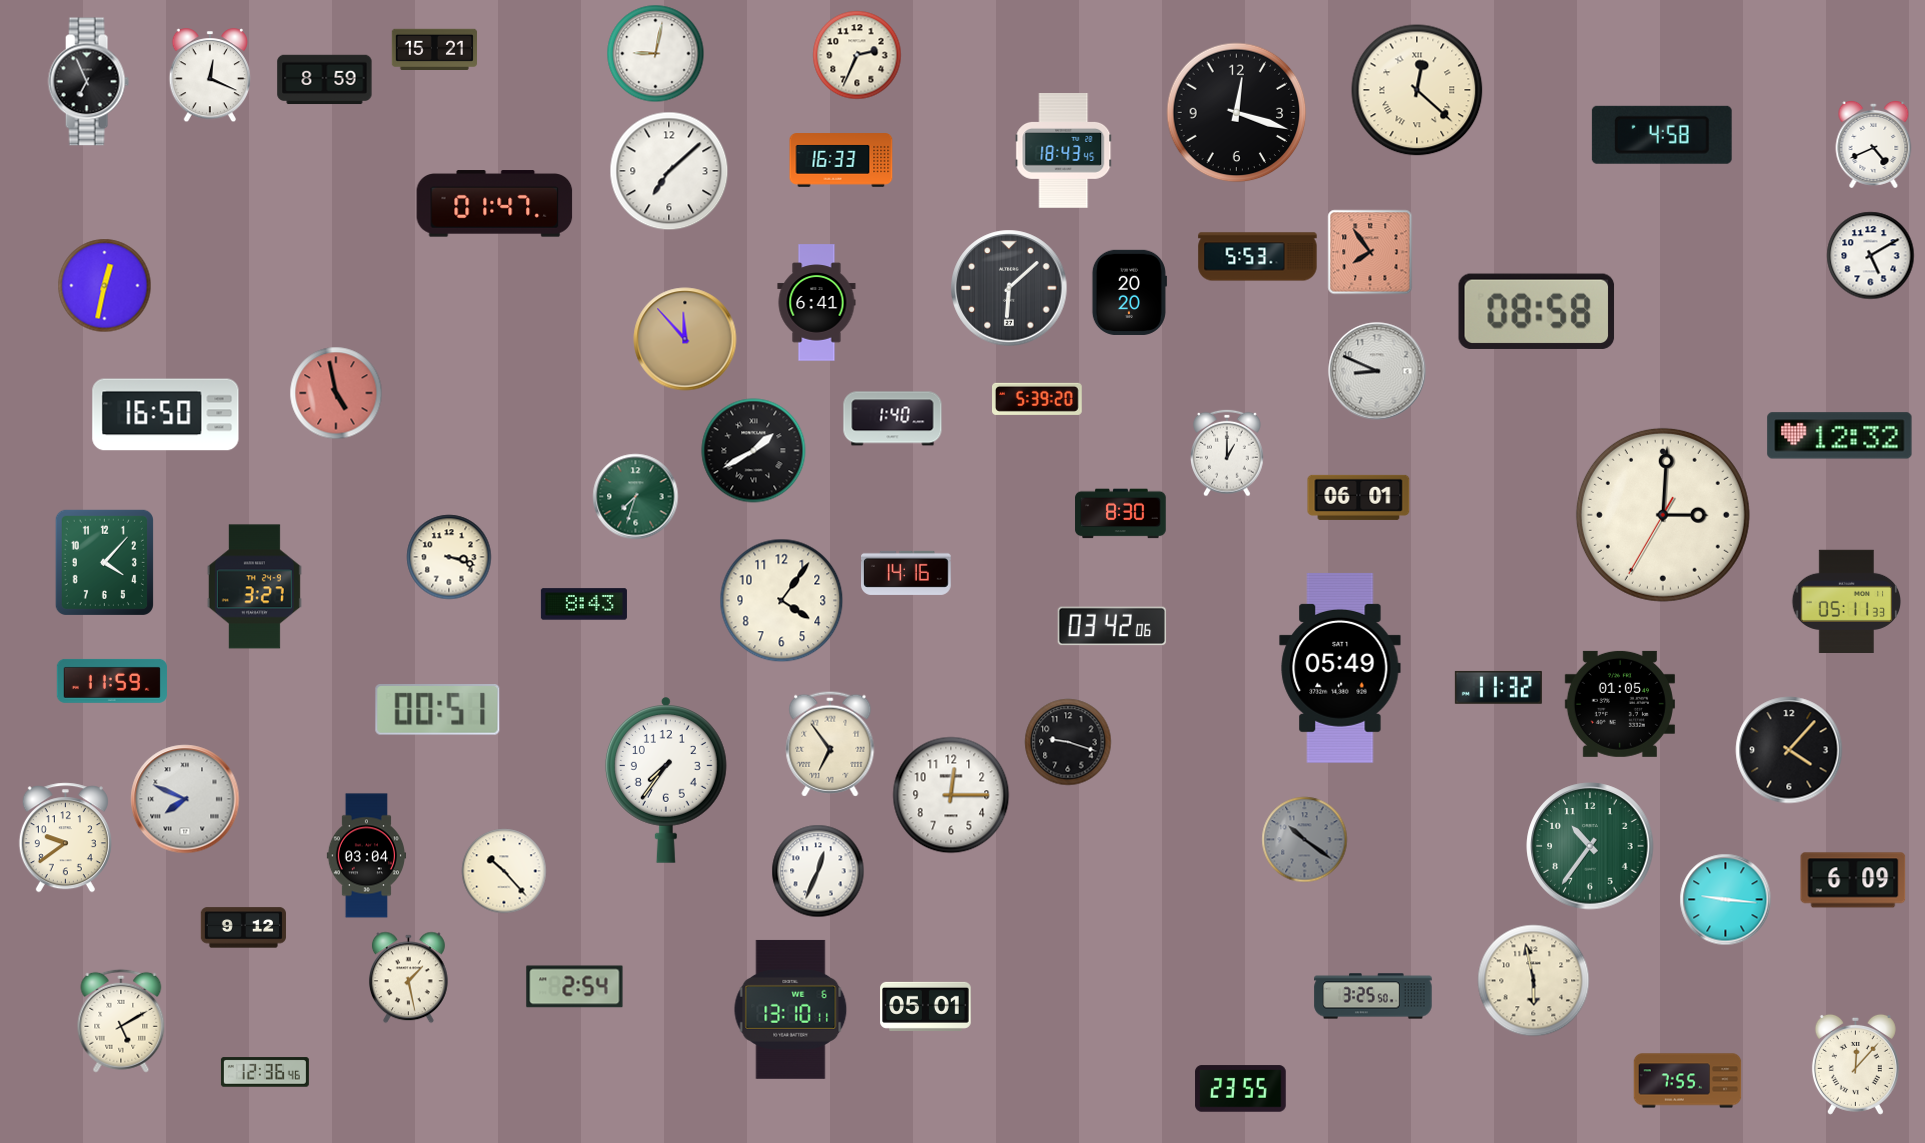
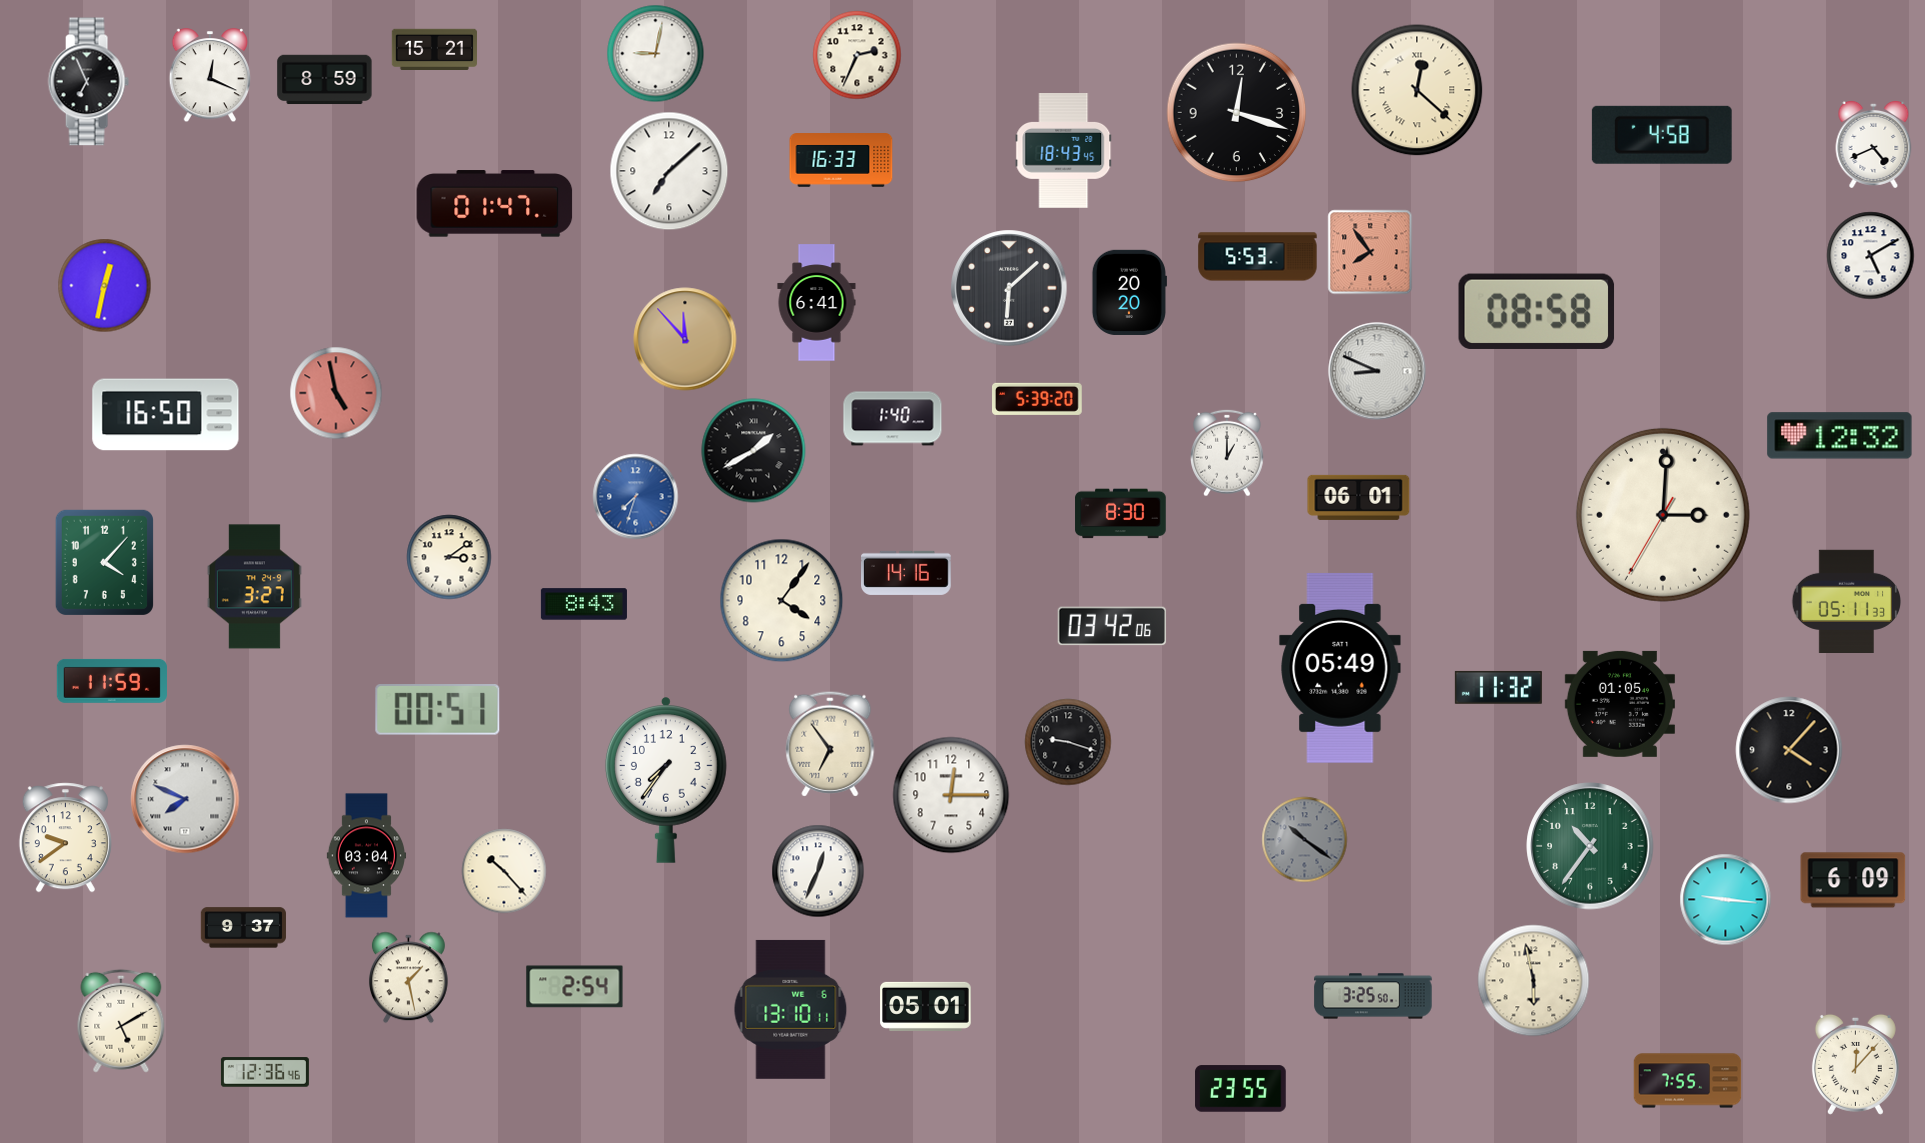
clock at (636, 497) dial: green -> blue
clock at (449, 557): 3:18 -> 3:09
clock at (243, 928): 9:12 -> 9:37
